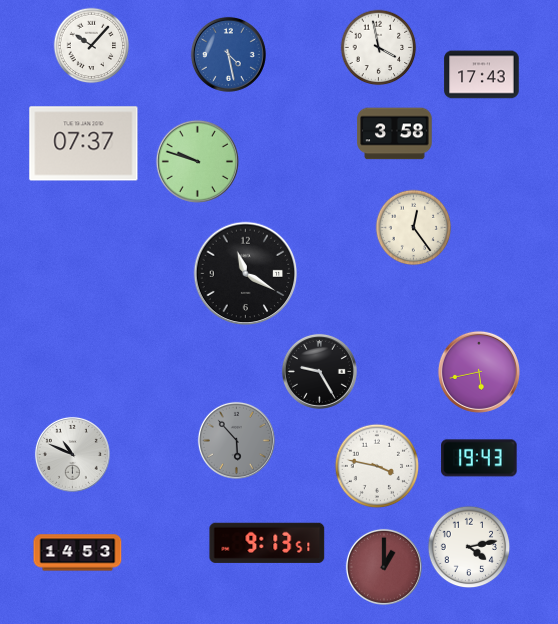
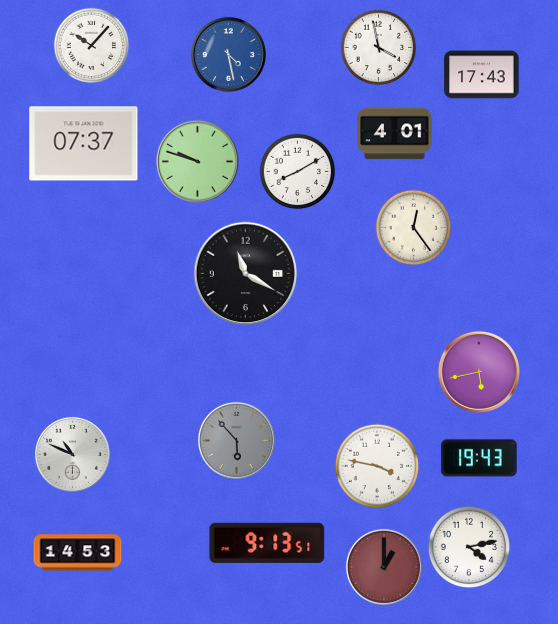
clock at (395, 134): 3:58 -> 4:01
clock at (298, 172): none -> 8:10
clock at (319, 371): 9:25 -> none
